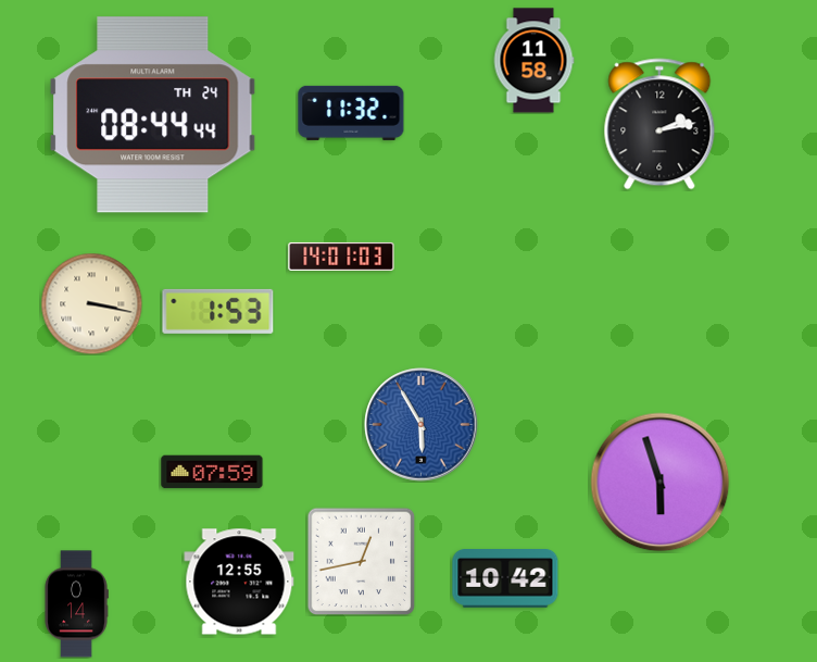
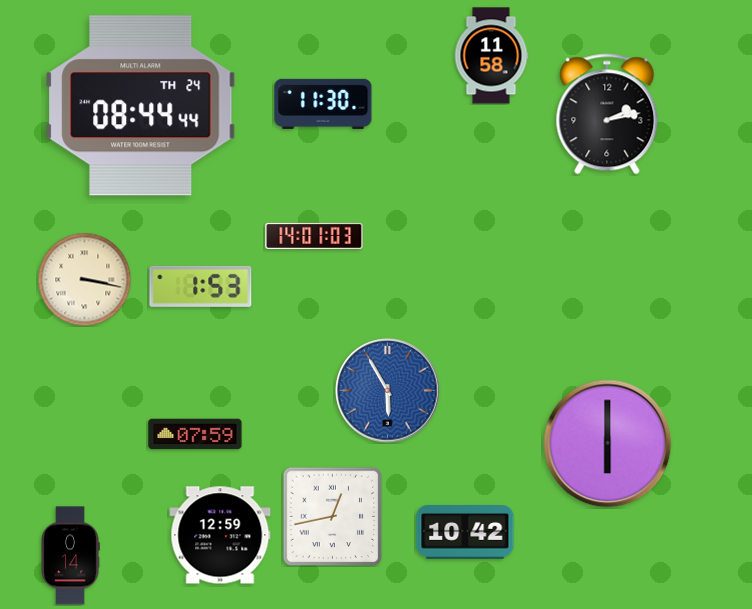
clock at (351, 113): 11:32 -> 11:30
clock at (661, 483): 5:57 -> 6:00
clock at (239, 582): 12:55 -> 12:59
